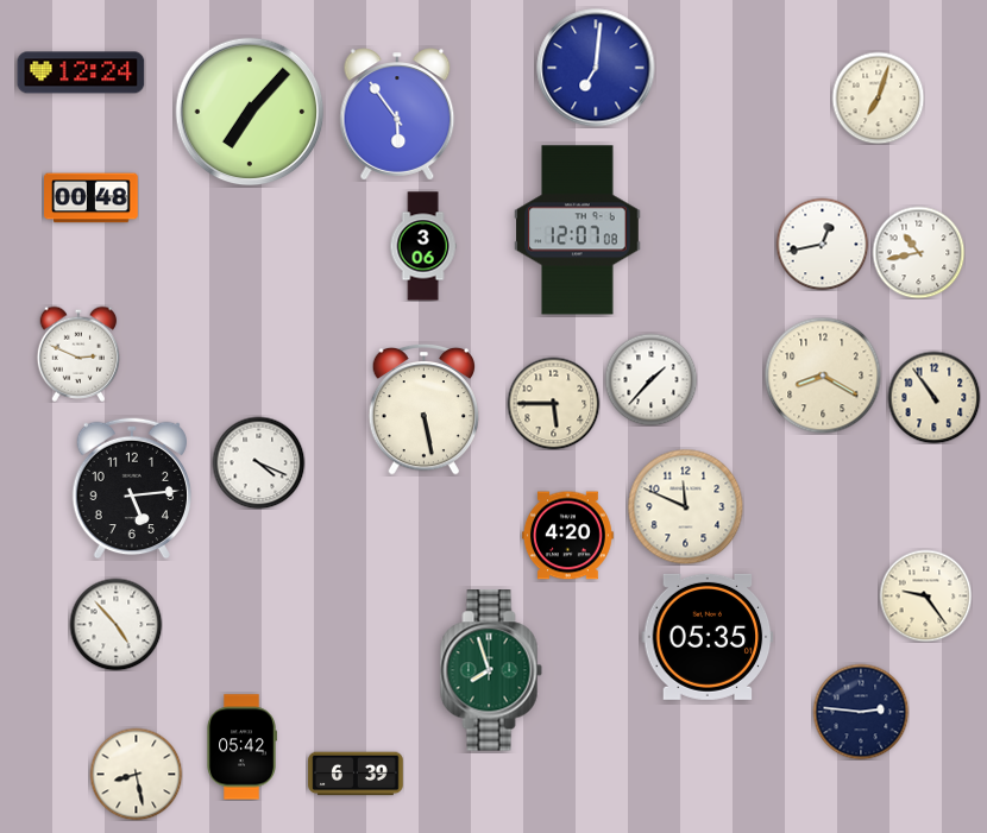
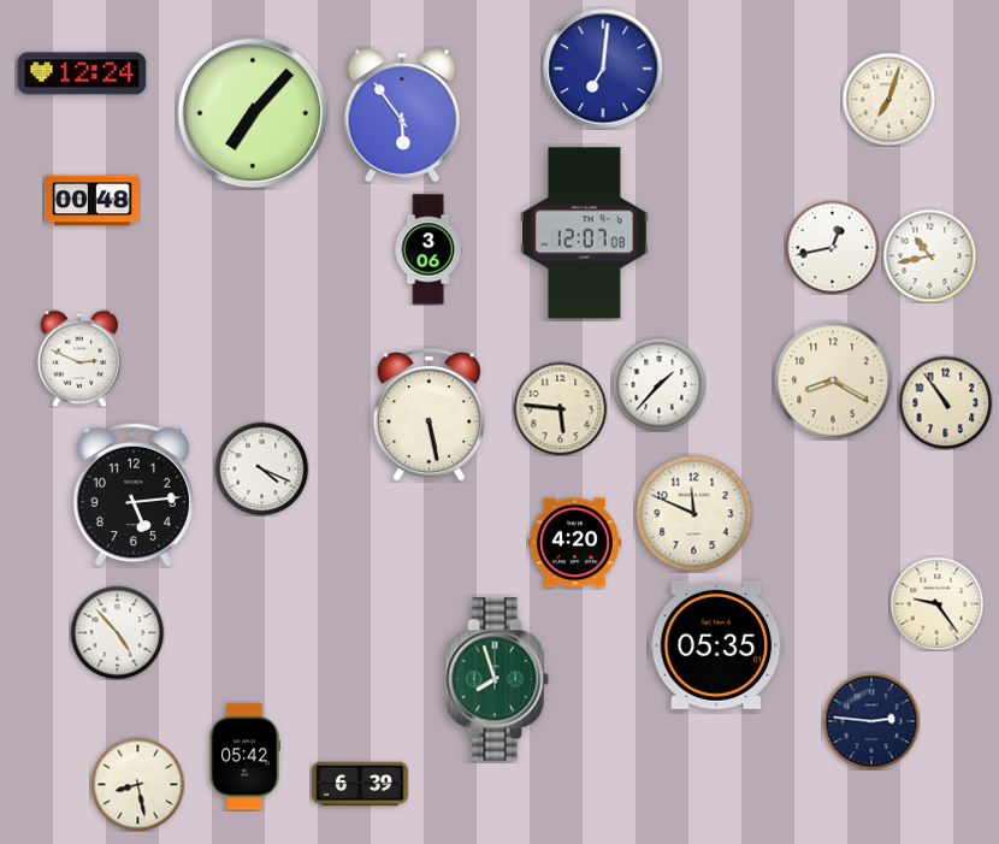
clock at (553, 403): 5:45 -> 5:46
